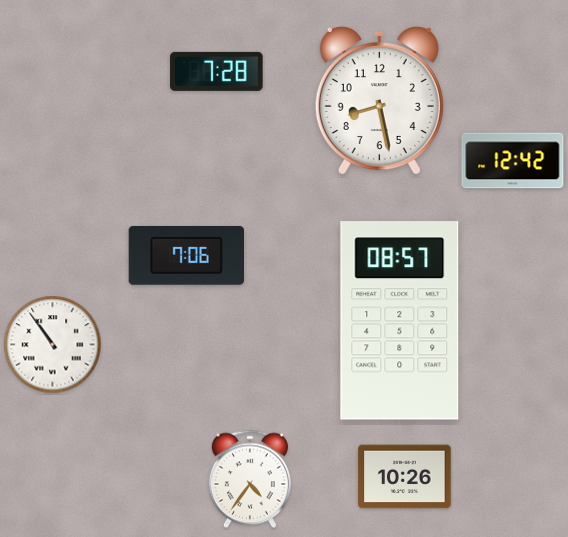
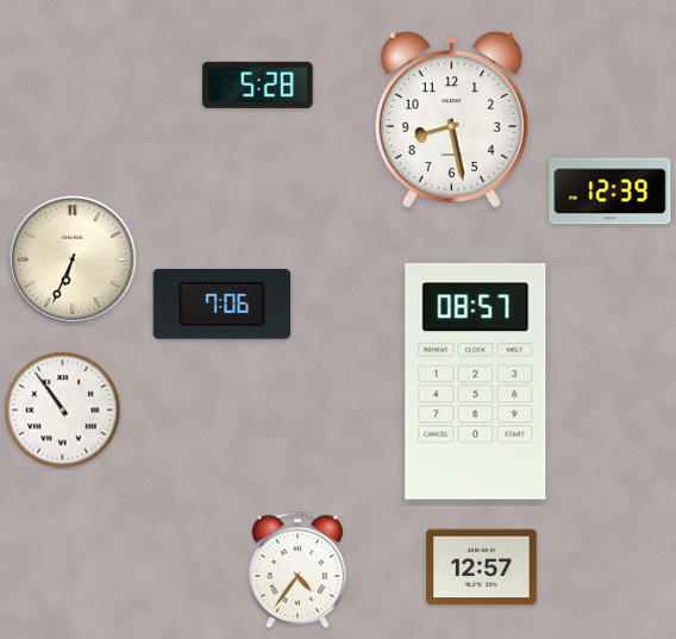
clock at (217, 71): 7:28 -> 5:28
clock at (513, 161): 12:42 -> 12:39
clock at (73, 259): none -> 6:34
clock at (405, 477): 10:26 -> 12:57
